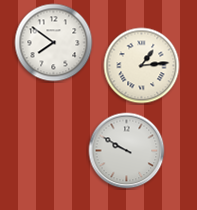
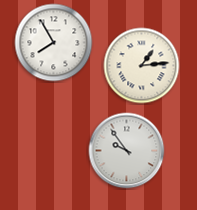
clock at (54, 43): 7:51 -> 7:55
clock at (127, 151): 9:50 -> 9:54
